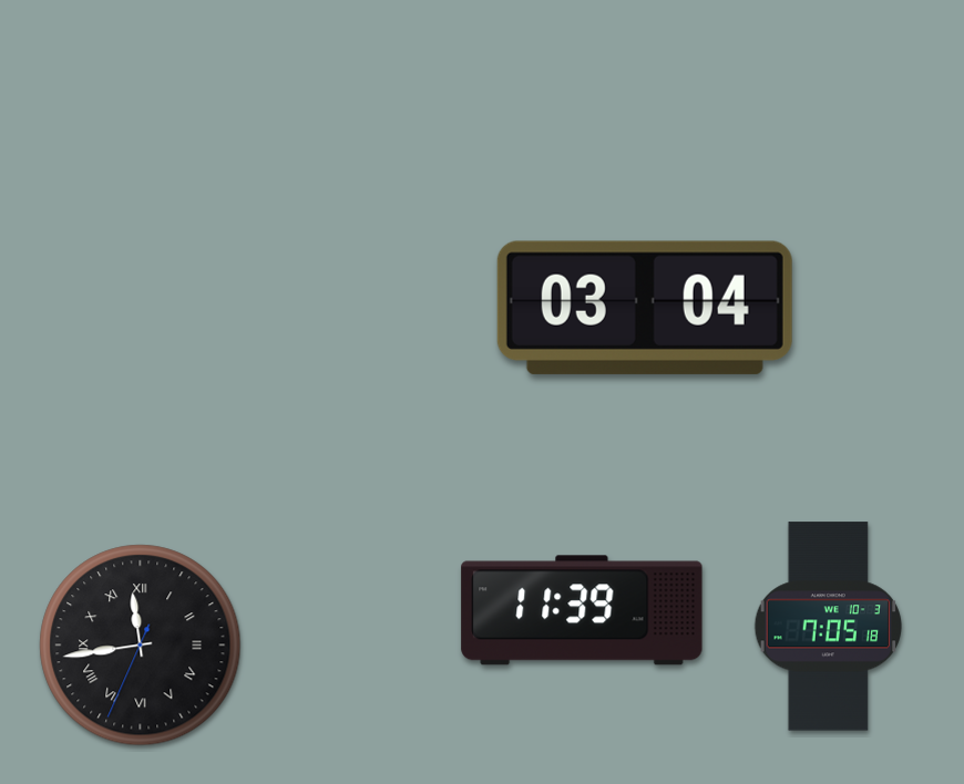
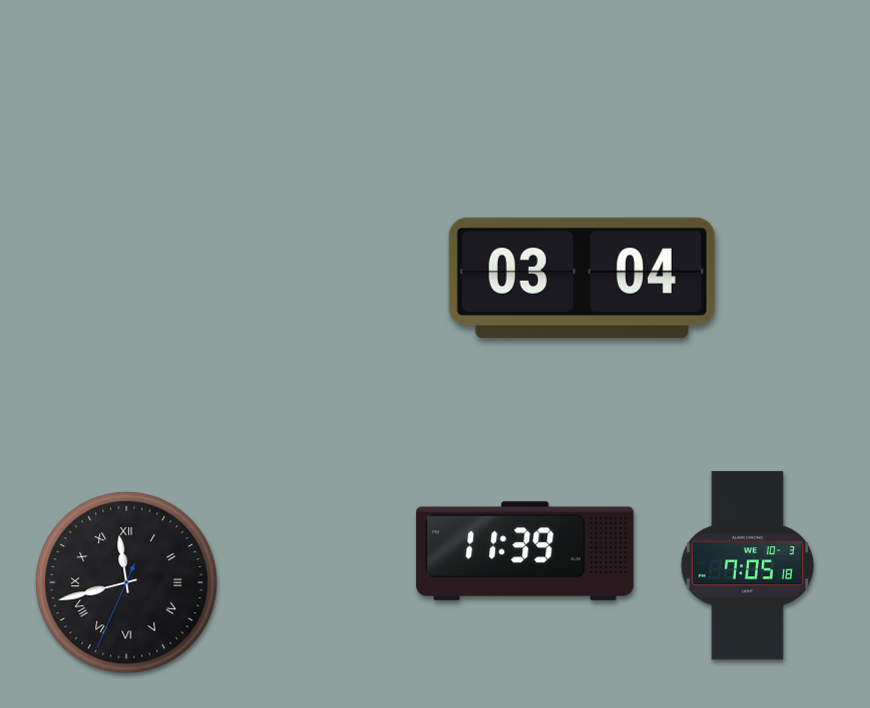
clock at (141, 646): 11:43 -> 11:42
